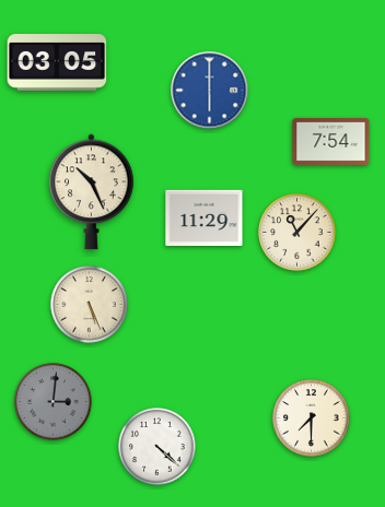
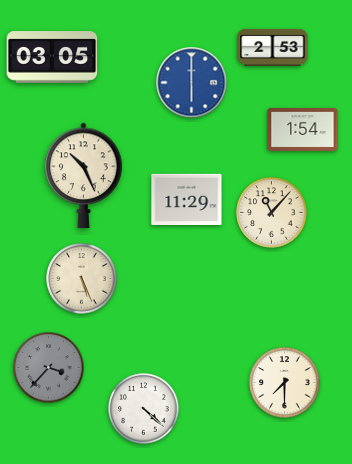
clock at (273, 47): none -> 2:53
clock at (331, 141): 7:54 -> 1:54
clock at (54, 402): 3:01 -> 3:37
